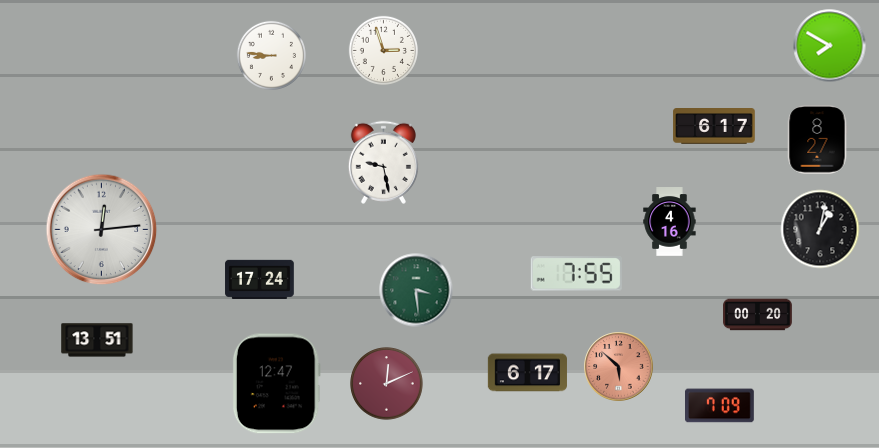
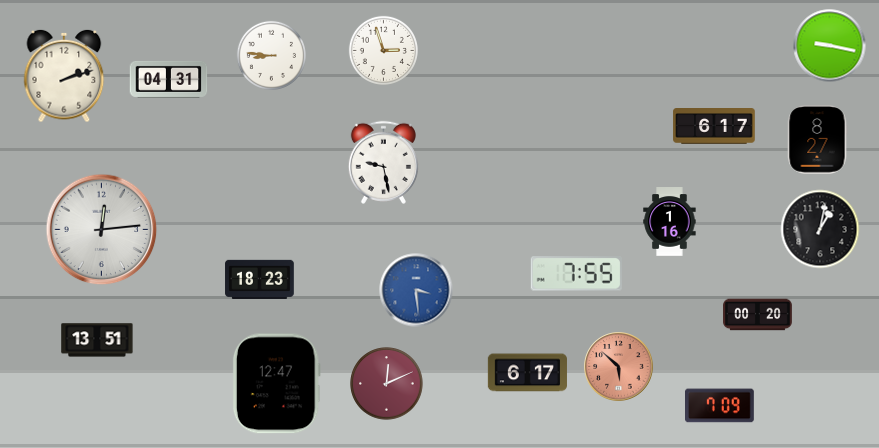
clock at (830, 46): 7:50 -> 9:17
clock at (64, 76): none -> 2:12
clock at (169, 79): none -> 04:31
clock at (670, 222): 4:16 -> 1:16
clock at (260, 279): 17:24 -> 18:23
clock at (416, 290) dial: green -> blue
